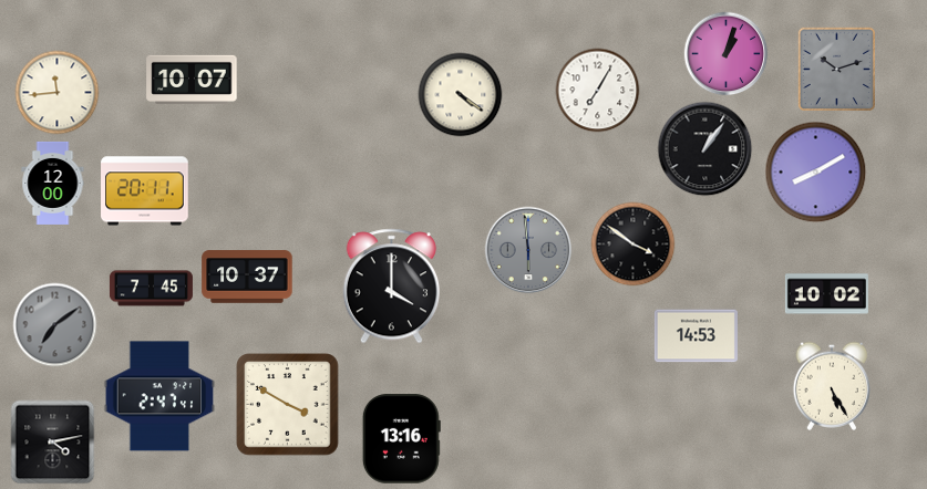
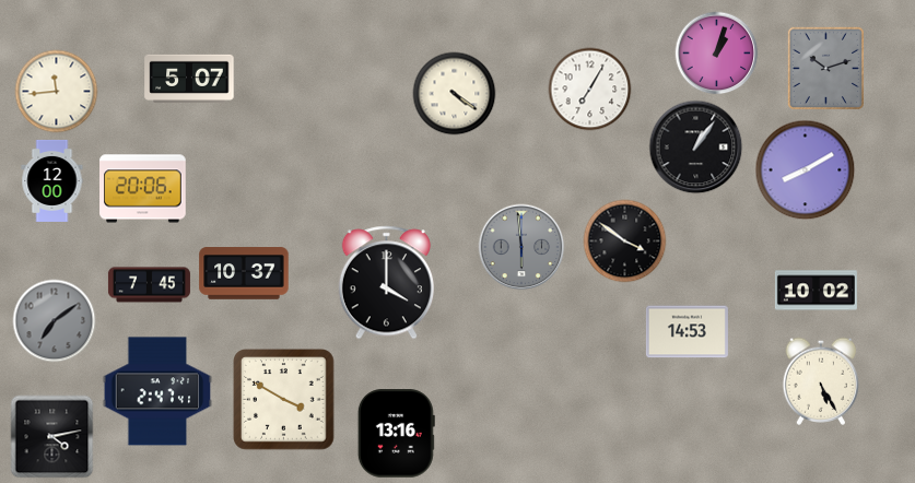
clock at (192, 80): 10:07 -> 5:07
clock at (145, 191): 20:11 -> 20:06
